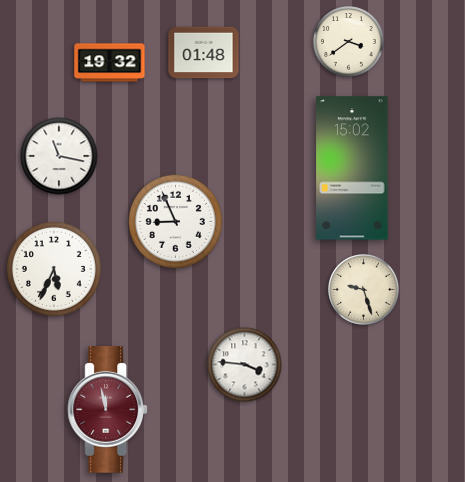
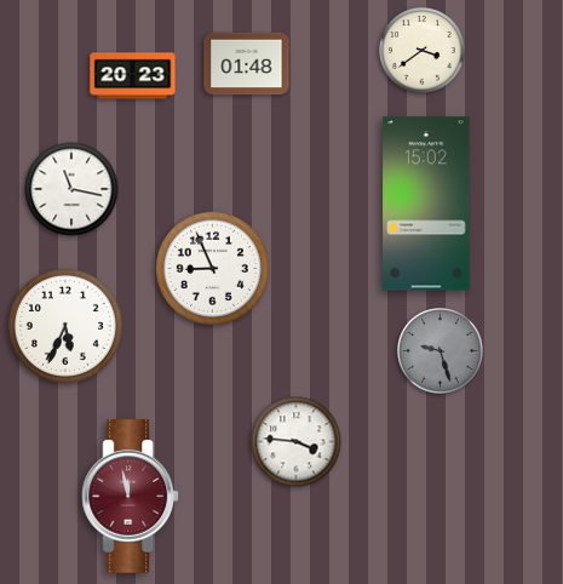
clock at (110, 63): 19:32 -> 20:23
clock at (364, 290) dial: cream -> grey
